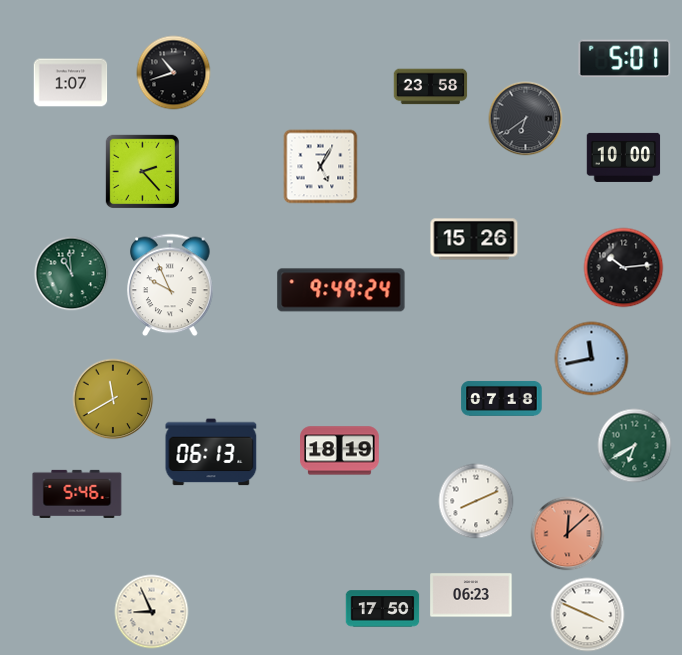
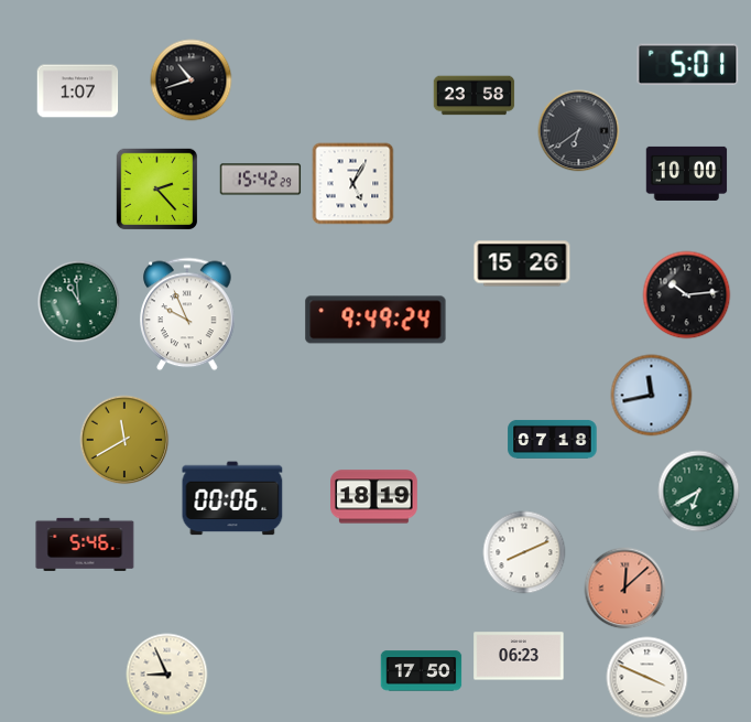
clock at (261, 180): none -> 15:42
clock at (211, 452): 06:13 -> 00:06
